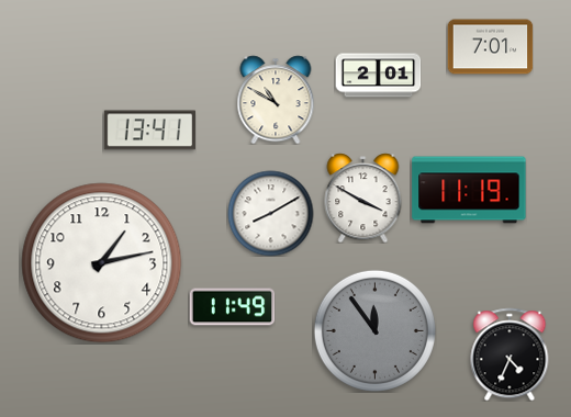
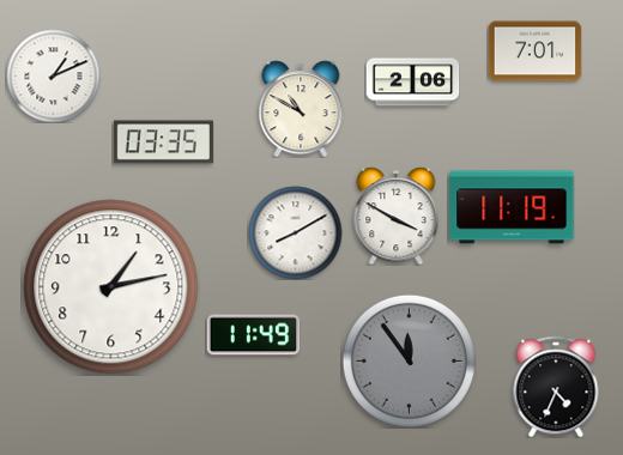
clock at (53, 75): none -> 1:11
clock at (378, 76): 2:01 -> 2:06
clock at (149, 131): 13:41 -> 03:35
